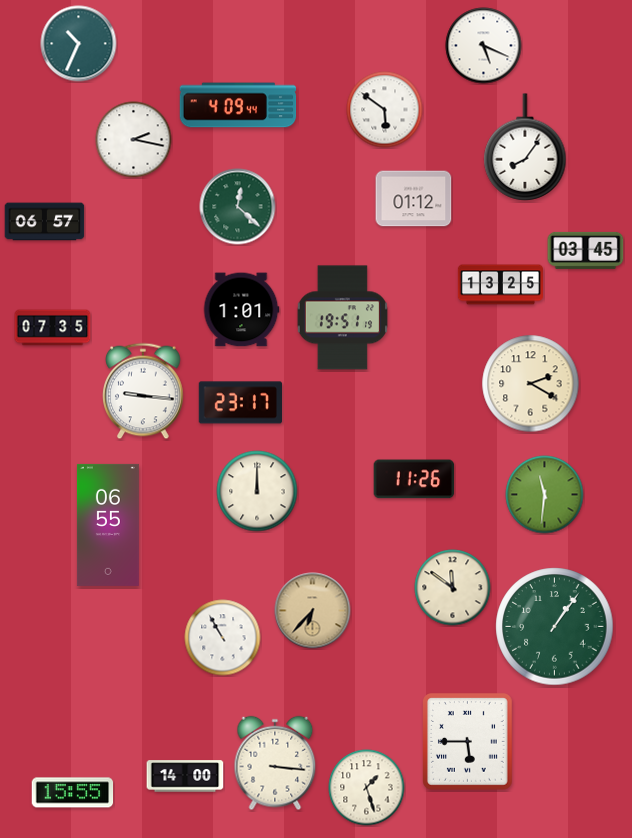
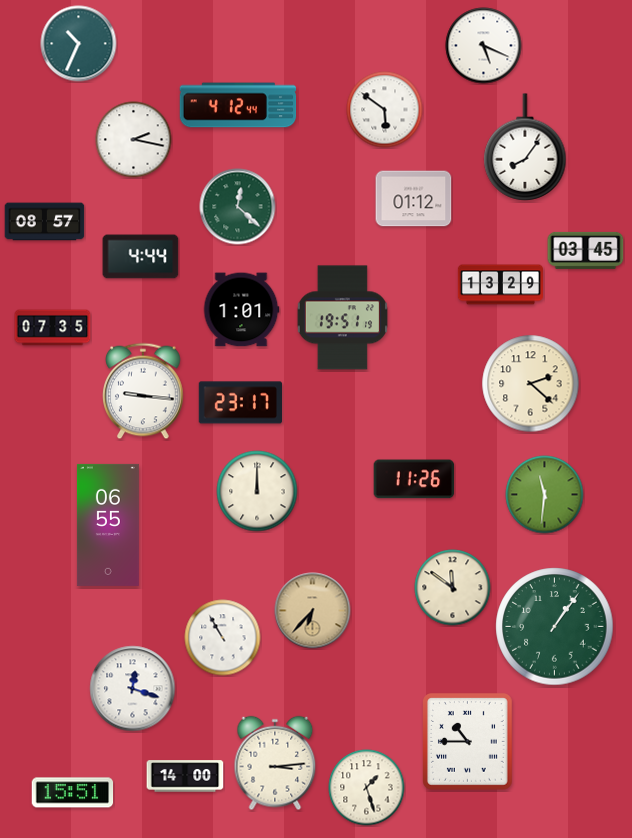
clock at (238, 105): 4:09 -> 4:12
clock at (45, 222): 06:57 -> 08:57
clock at (141, 257): none -> 4:44
clock at (500, 285): 13:25 -> 13:29
clock at (531, 384): 2:20 -> 2:22
clock at (133, 689): none -> 12:18
clock at (468, 742): 5:45 -> 10:45
clock at (275, 763): 3:16 -> 3:14
clock at (73, 793): 15:55 -> 15:51
